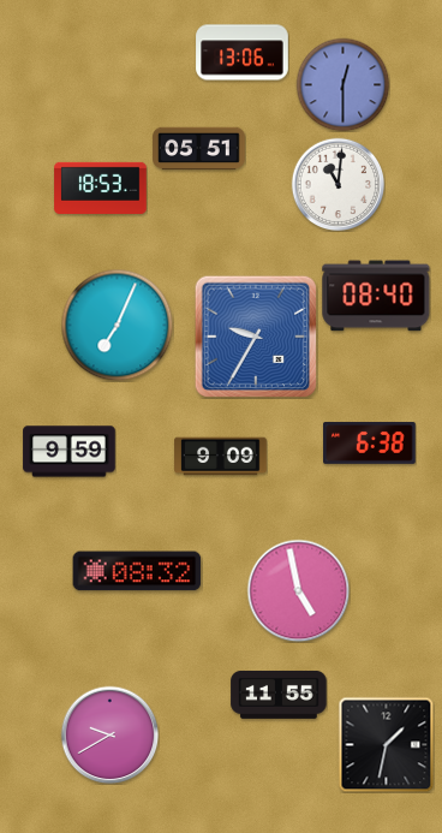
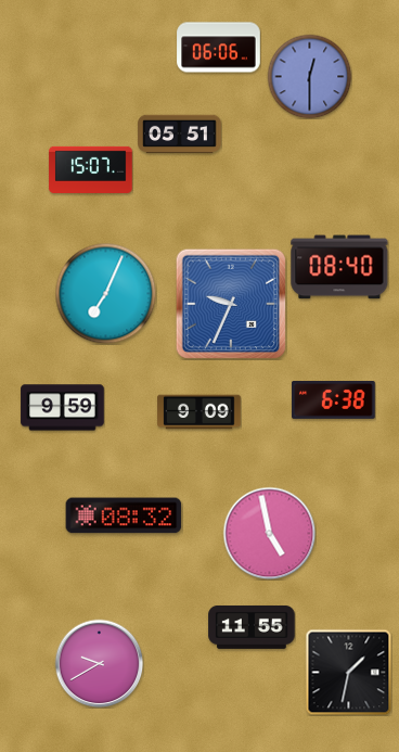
clock at (243, 53): 13:06 -> 06:06
clock at (338, 184): 11:01 -> none
clock at (101, 188): 18:53 -> 15:07
clock at (256, 337): 9:35 -> 9:34
